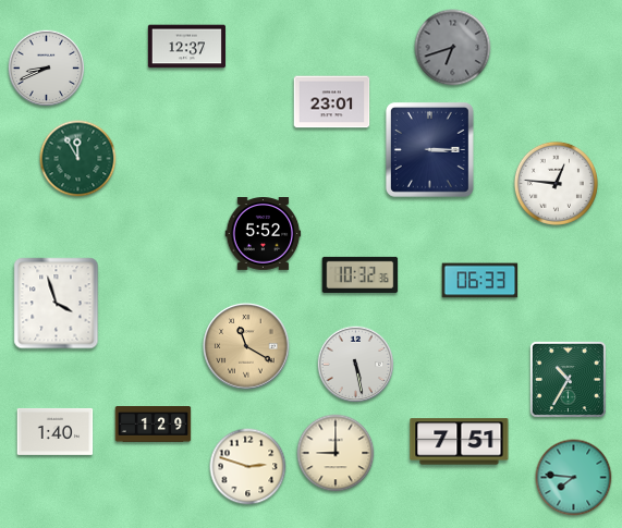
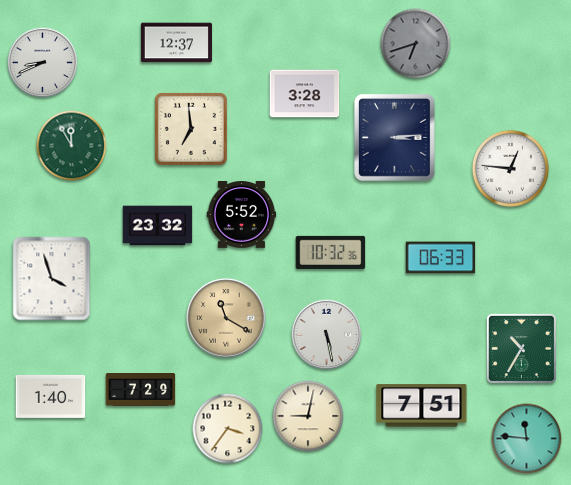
clock at (186, 47) position: (186, 47) -> (176, 43)
clock at (332, 102): 23:01 -> 3:28
clock at (191, 129): none -> 6:59
clock at (429, 149): 3:15 -> 3:14
clock at (158, 226): none -> 23:32
clock at (154, 425): 1:29 -> 7:29
clock at (336, 453): 9:00 -> 9:02
clock at (248, 467): 2:48 -> 3:36
clock at (574, 478): 7:46 -> 11:46
